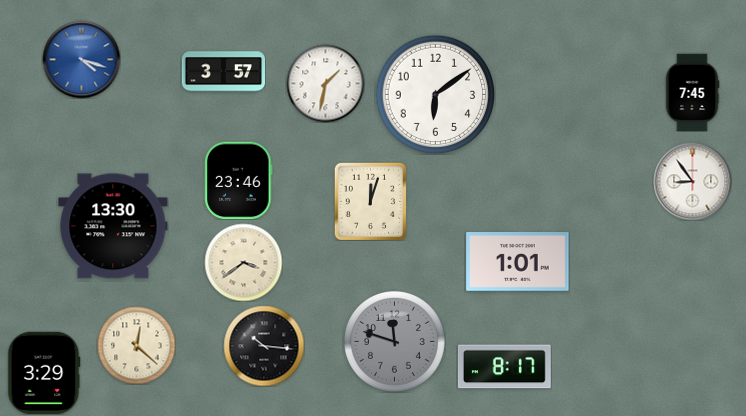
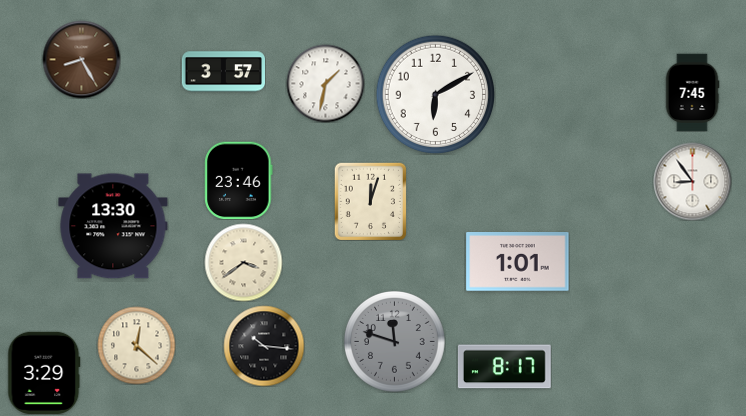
clock at (81, 59): 4:18 -> 8:25
clock at (81, 59) dial: blue -> brown
clock at (435, 94): 6:09 -> 6:10
